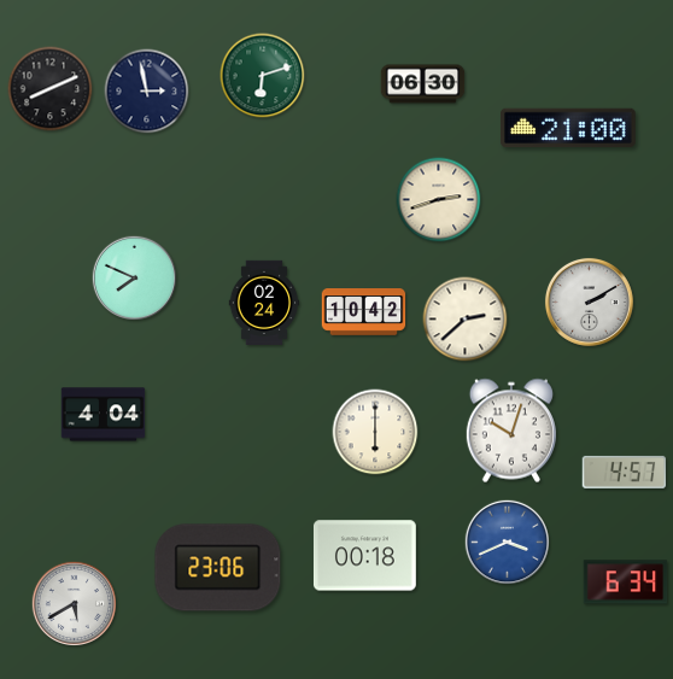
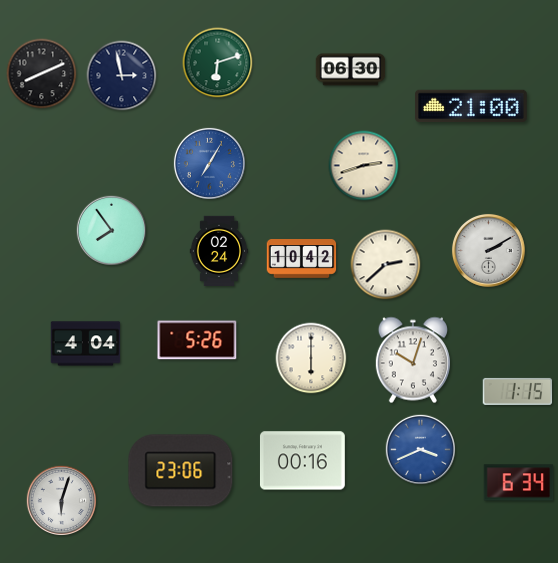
clock at (209, 163): none -> 7:05
clock at (134, 277): 7:49 -> 7:54
clock at (197, 340): none -> 5:26
clock at (511, 431) position: (511, 431) -> (413, 360)
clock at (625, 472): 4:57 -> 1:15
clock at (364, 556): 00:18 -> 00:16
clock at (74, 603): 5:40 -> 6:03
